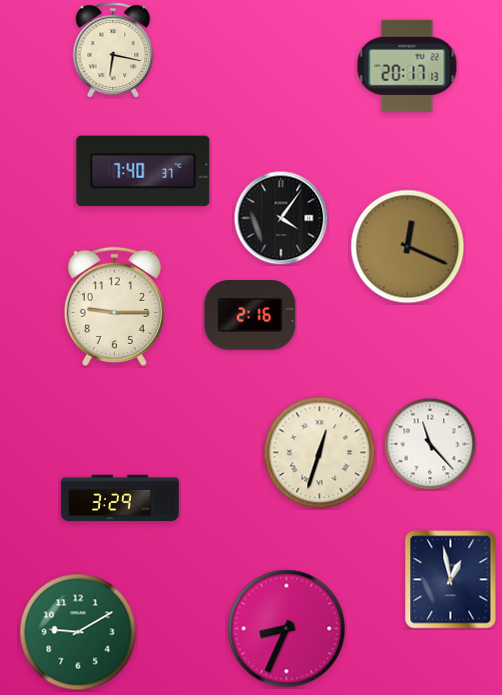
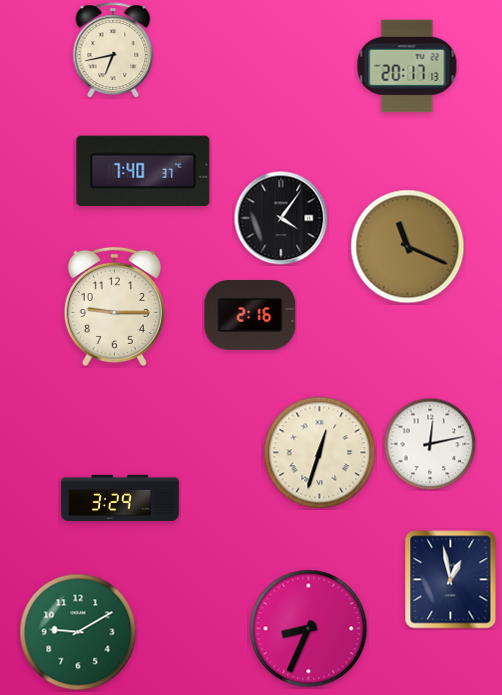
clock at (113, 50): 6:17 -> 6:43
clock at (408, 247): 12:19 -> 11:19
clock at (430, 444): 11:23 -> 12:13
clock at (287, 629) position: (287, 629) -> (309, 629)
